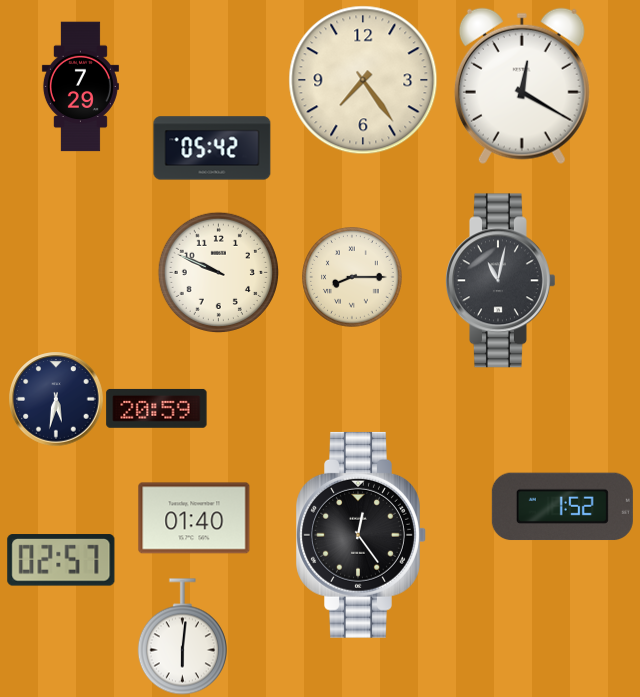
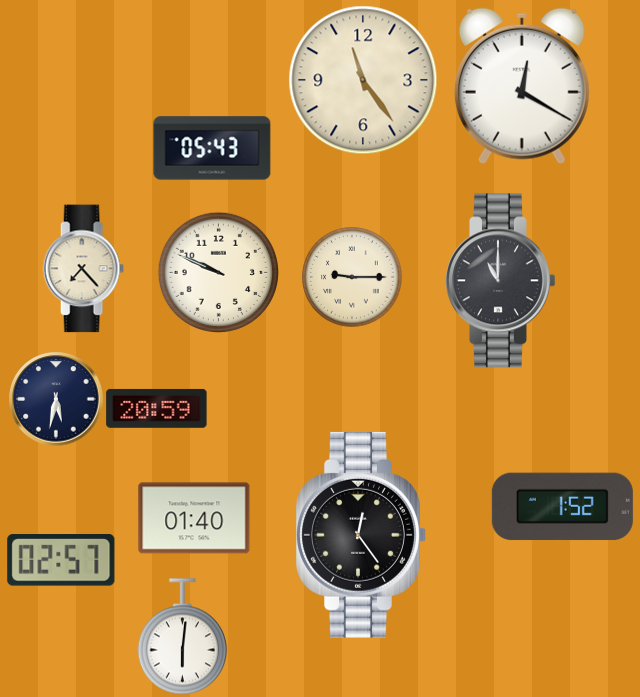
clock at (363, 80): 7:24 -> 11:24
clock at (80, 87): 7:29 -> none
clock at (212, 148): 05:42 -> 05:43
clock at (83, 269): none -> 7:23
clock at (352, 277): 8:15 -> 9:15
clock at (501, 281): 11:02 -> 11:00
